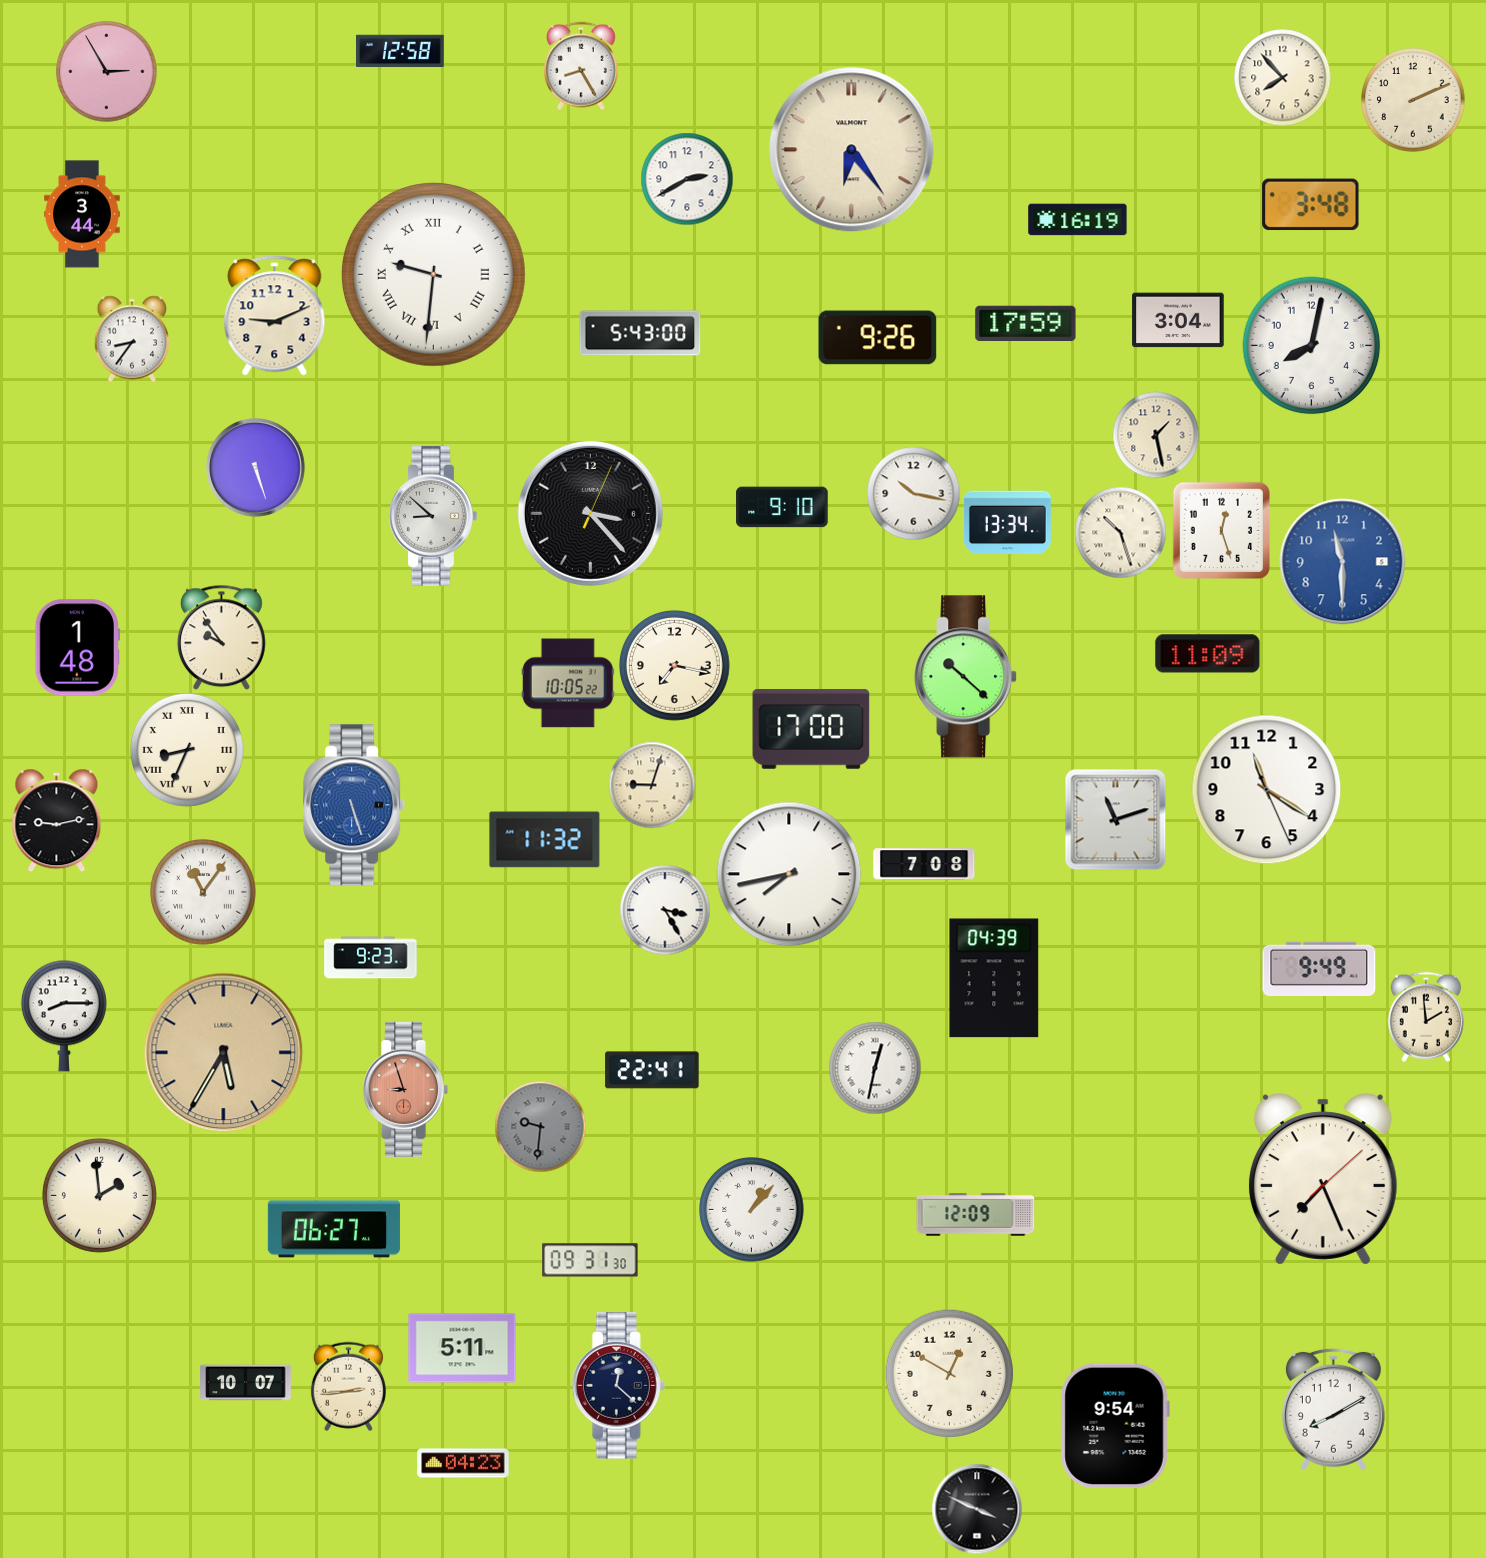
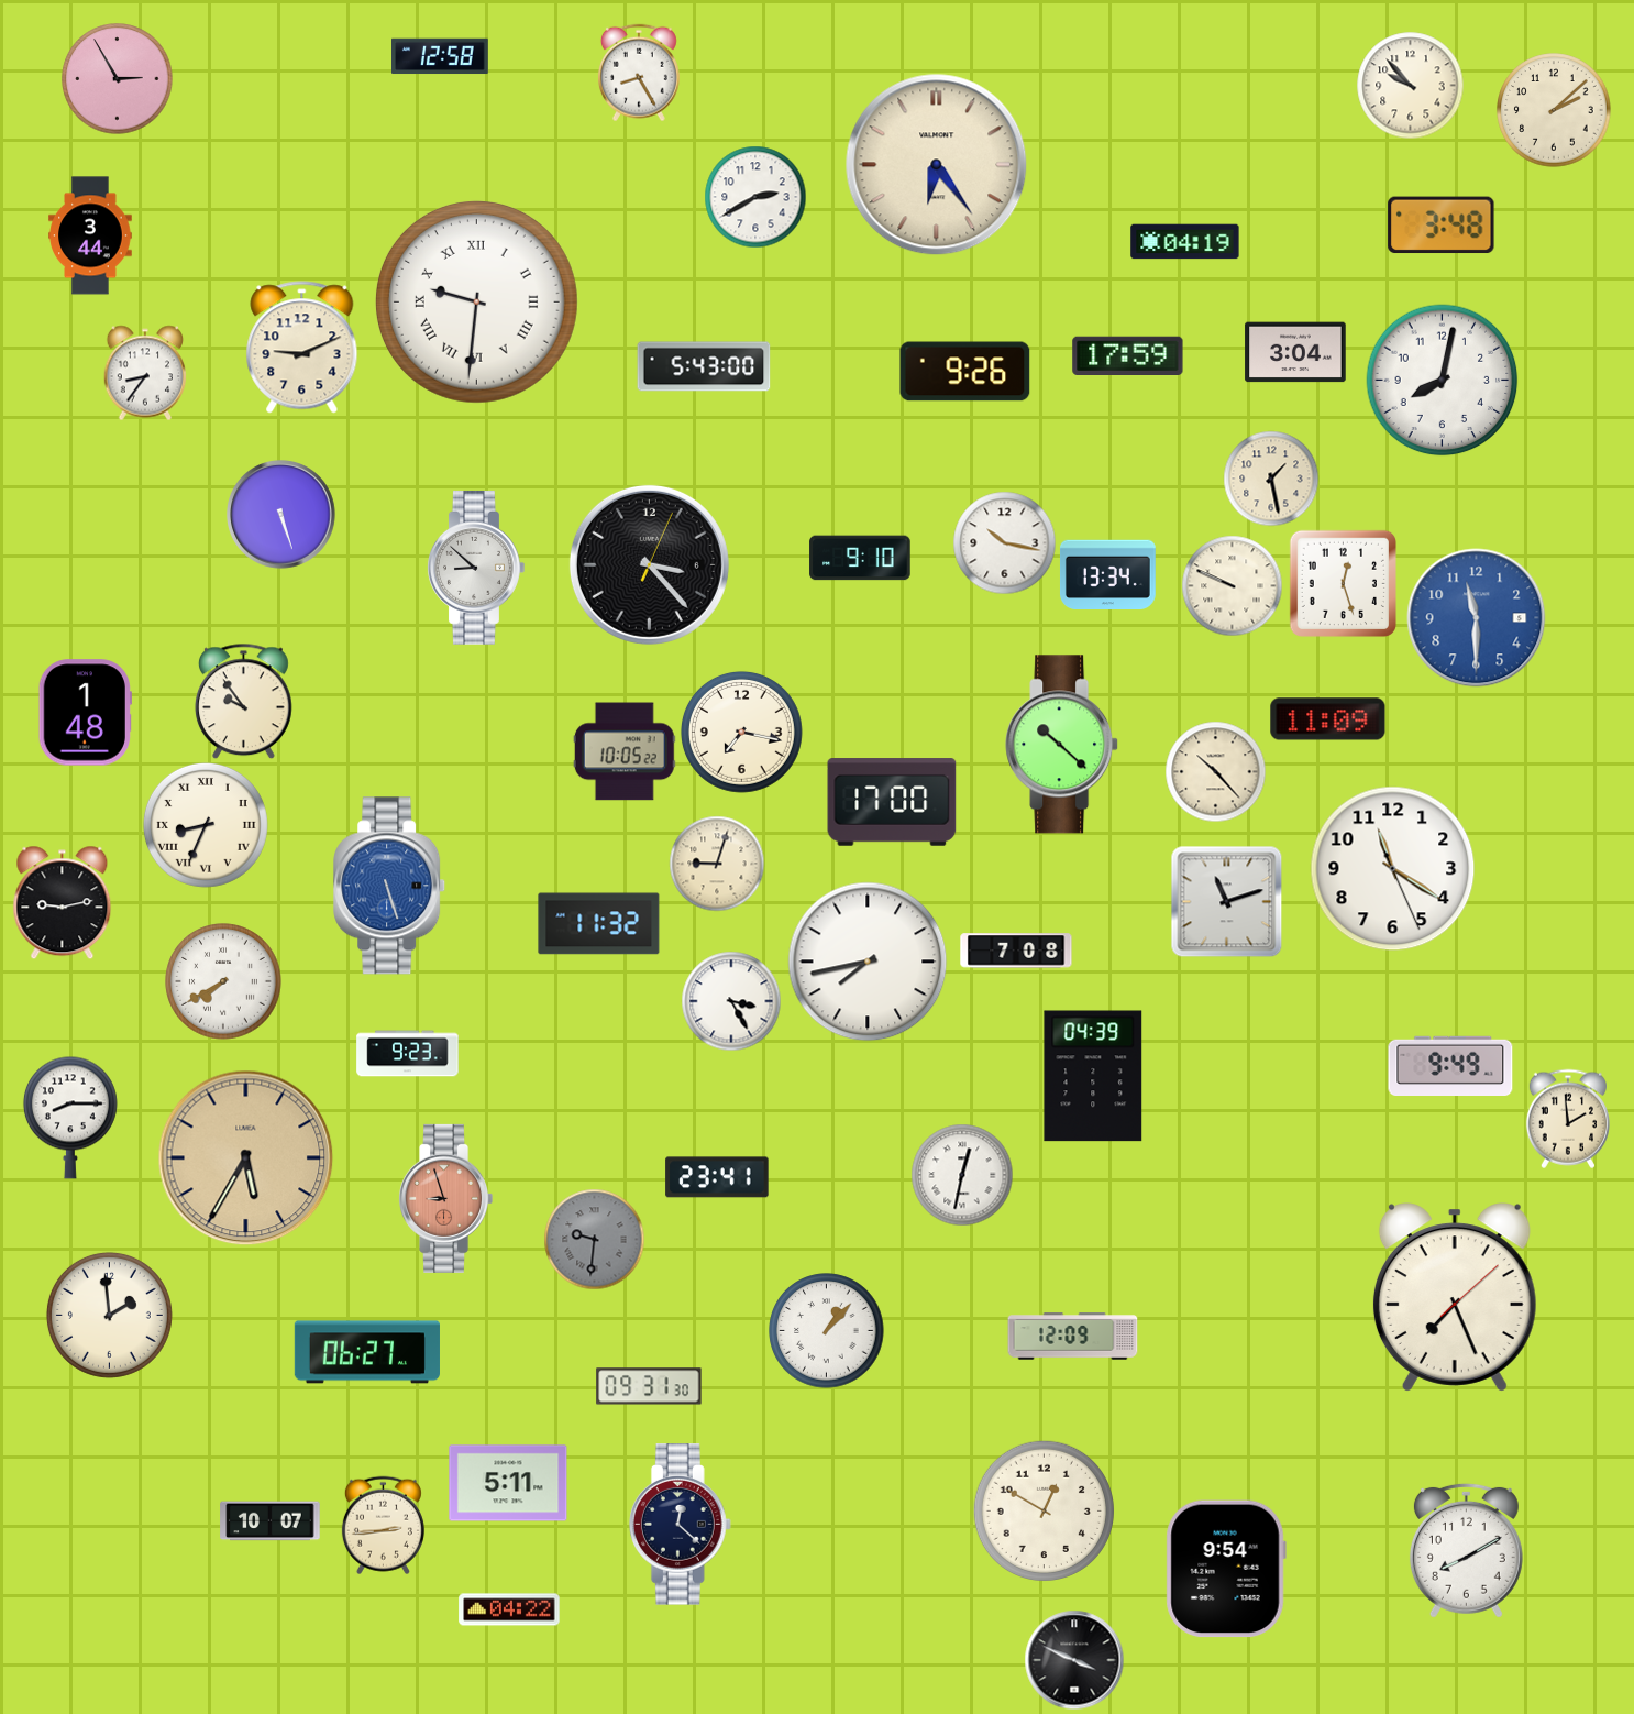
clock at (1282, 77): 7:53 -> 9:53
clock at (1413, 100): 2:11 -> 2:08
clock at (1078, 220): 16:19 -> 04:19
clock at (1120, 532): 10:27 -> 9:49
clock at (1215, 771): none -> 10:23
clock at (203, 892): 11:06 -> 7:40
clock at (652, 1070): 22:41 -> 23:41
clock at (463, 1463): 04:23 -> 04:22
